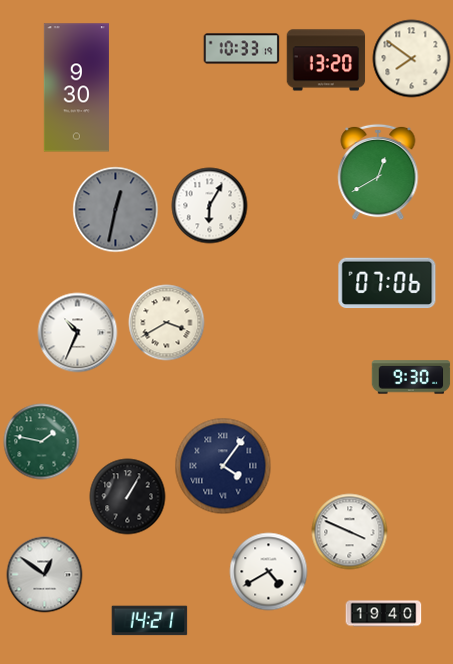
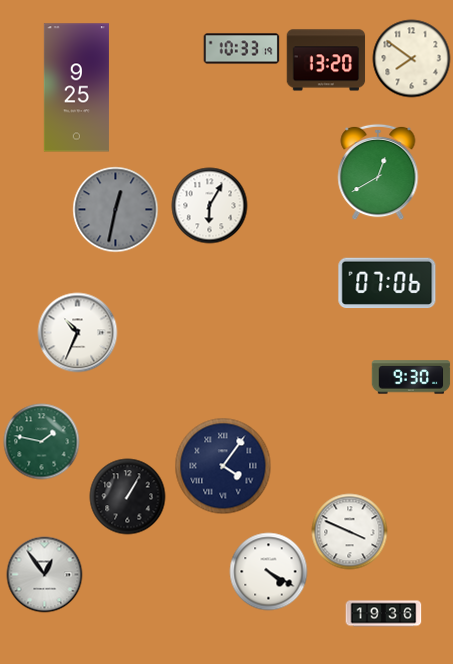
clock at (76, 88): 9:30 -> 9:25
clock at (167, 323): 3:40 -> none
clock at (269, 572): 4:40 -> 4:20
clock at (45, 575): 12:51 -> 12:54
clock at (384, 614): 19:40 -> 19:36
clock at (150, 621): 14:21 -> none
